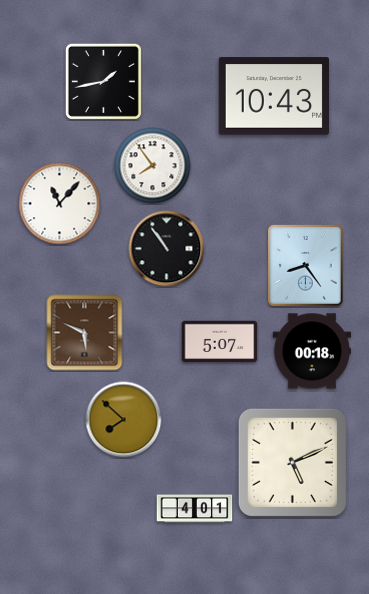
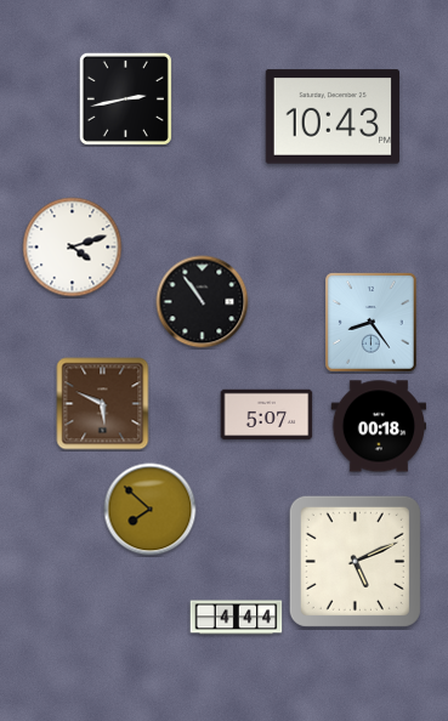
clock at (103, 81): 1:43 -> 2:43
clock at (153, 166): 7:54 -> none
clock at (60, 204): 11:07 -> 4:12
clock at (195, 509): 4:01 -> 4:44
